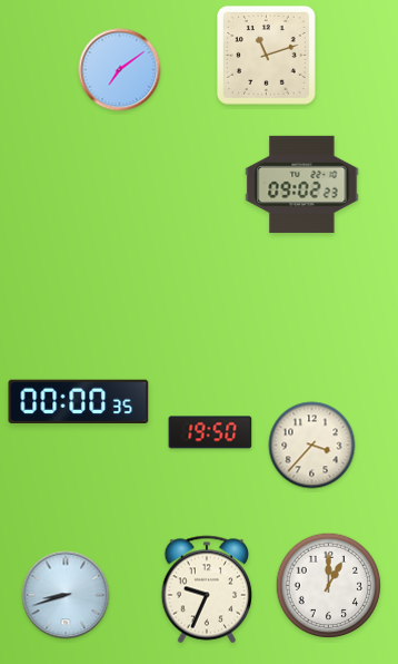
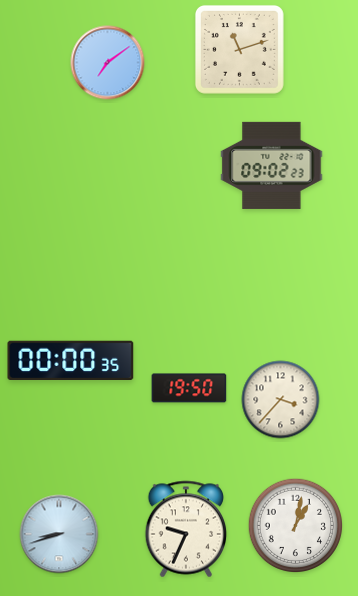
clock at (329, 586): 1:00 -> 1:02
